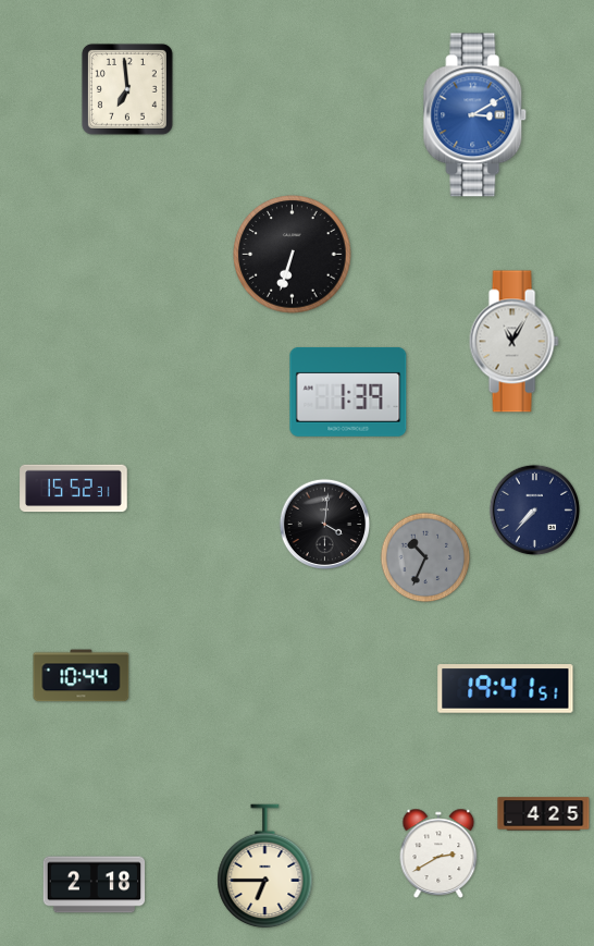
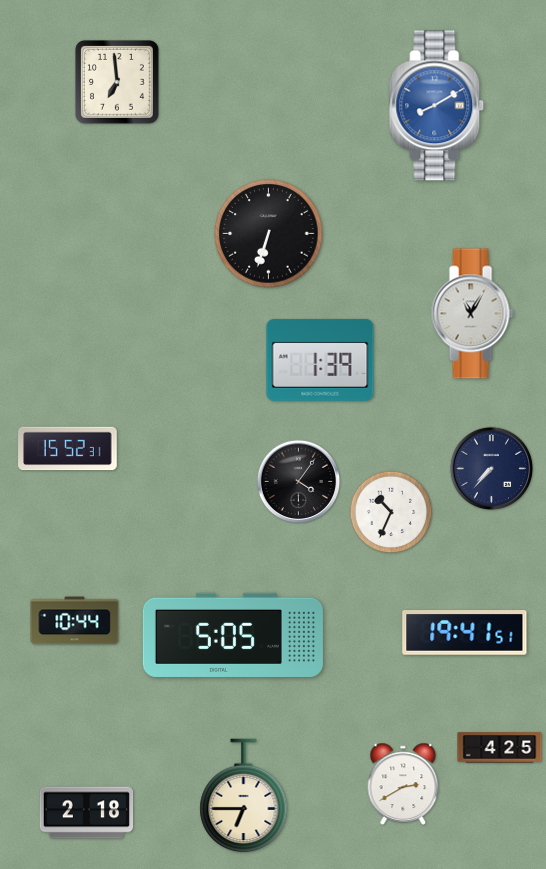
clock at (475, 115): 3:10 -> 8:10
clock at (325, 525): 4:01 -> 4:06
clock at (425, 557) dial: grey -> white
clock at (233, 635): none -> 5:05
